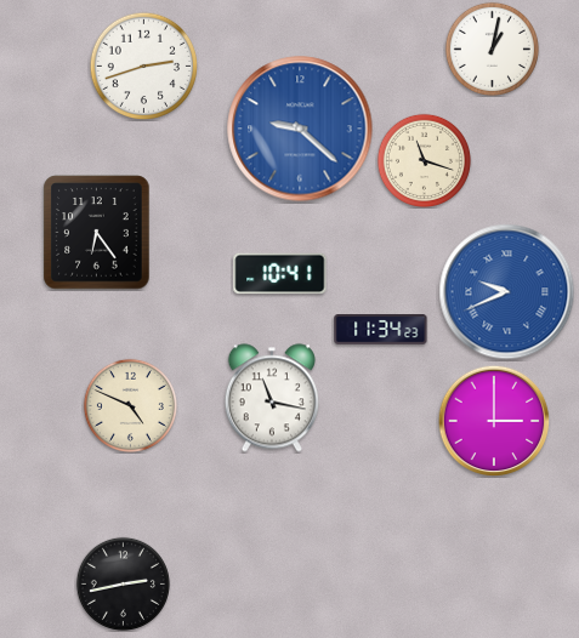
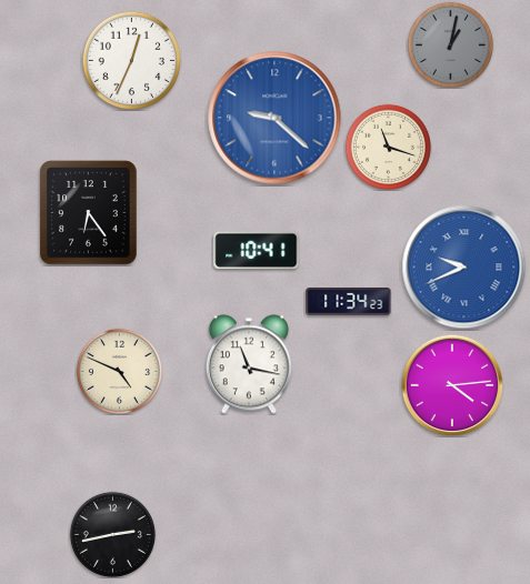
clock at (492, 49) dial: white -> grey
clock at (143, 65): 2:42 -> 12:34
clock at (494, 421): 3:00 -> 4:14
